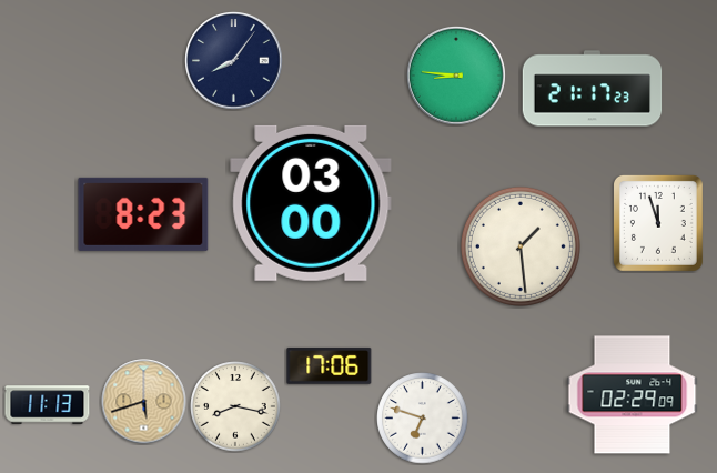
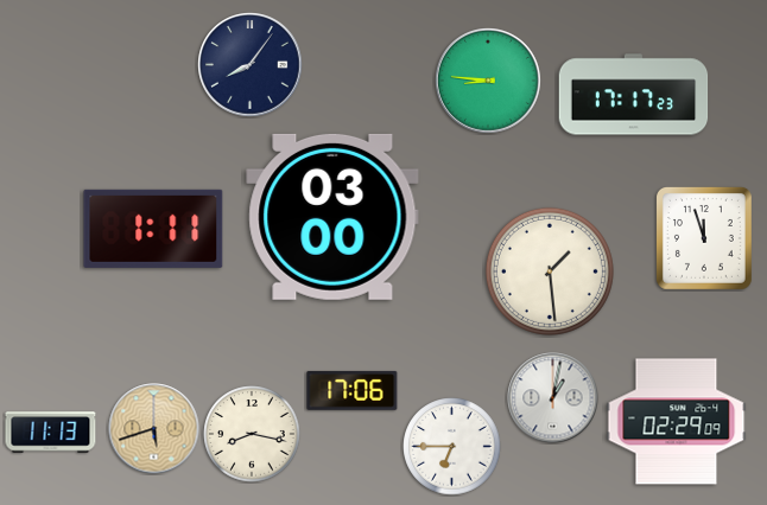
clock at (593, 89): 21:17 -> 17:17
clock at (143, 214): 8:23 -> 1:11
clock at (521, 246) position: (521, 246) -> (550, 271)
clock at (553, 398): none -> 1:02
clock at (423, 419): 6:48 -> 6:45
